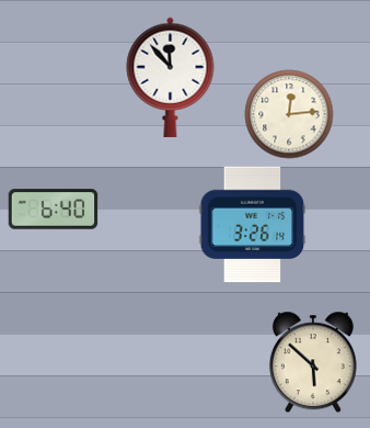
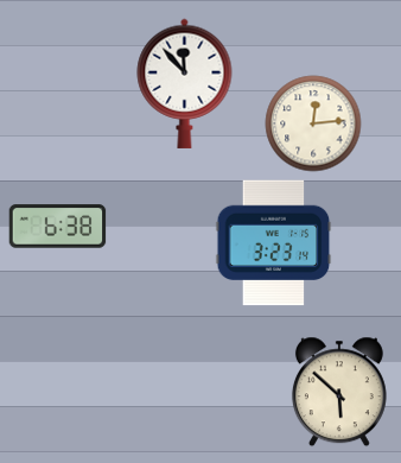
clock at (54, 210): 6:40 -> 6:38
clock at (253, 225): 3:26 -> 3:23
